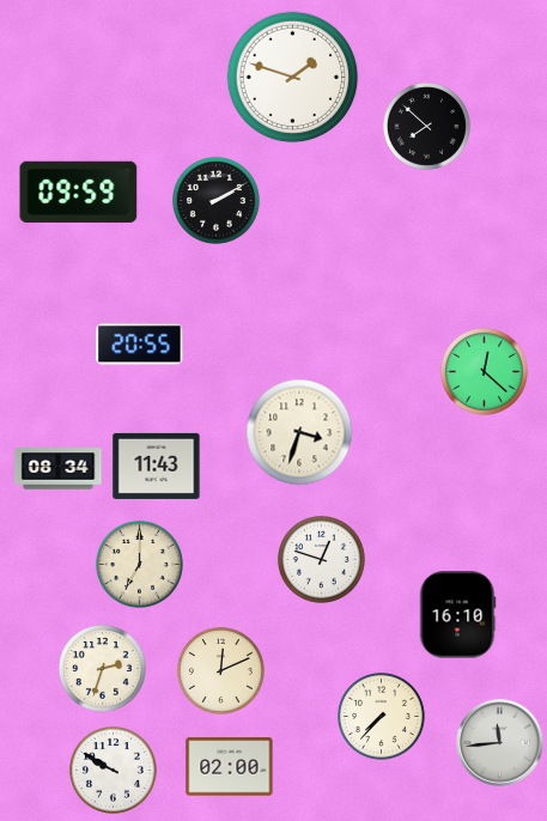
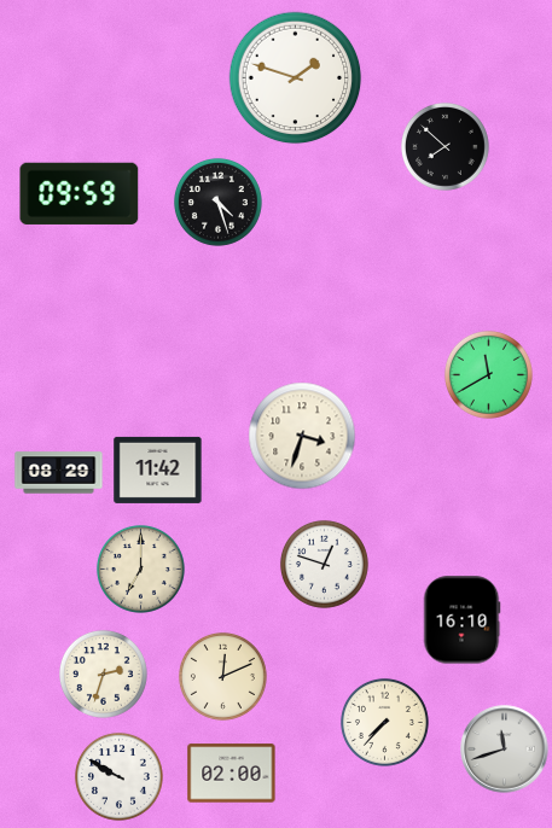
clock at (426, 126) position: (426, 126) -> (444, 146)
clock at (215, 200): 2:10 -> 4:27
clock at (140, 345): 20:55 -> none
clock at (484, 371): 12:22 -> 11:40
clock at (157, 466): 11:43 -> 11:42
clock at (59, 469): 08:34 -> 08:29
clock at (500, 743): 11:44 -> 11:42
clock at (113, 770) position: (113, 770) -> (118, 776)
